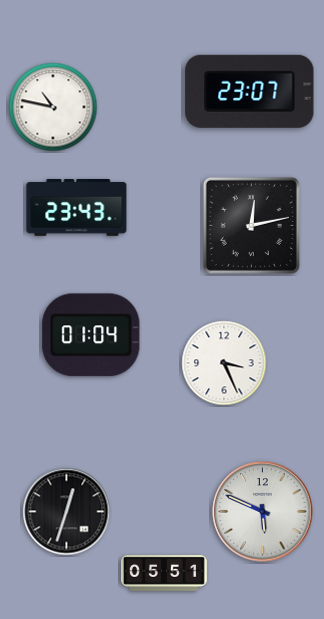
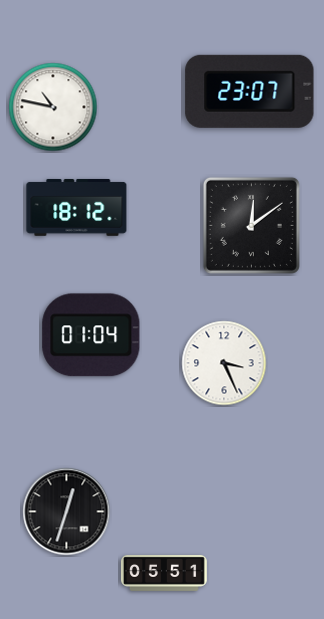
clock at (77, 207): 23:43 -> 18:12
clock at (251, 225): 12:13 -> 12:09
clock at (263, 512): 5:49 -> none
